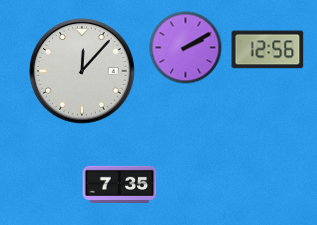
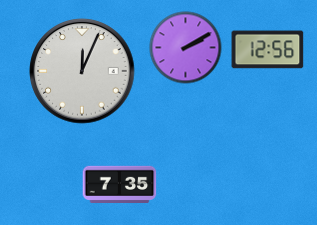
clock at (82, 71): 12:07 -> 12:04
